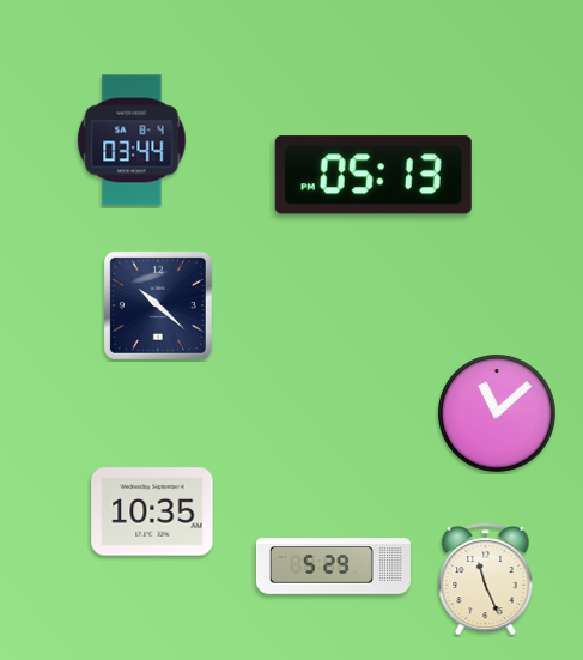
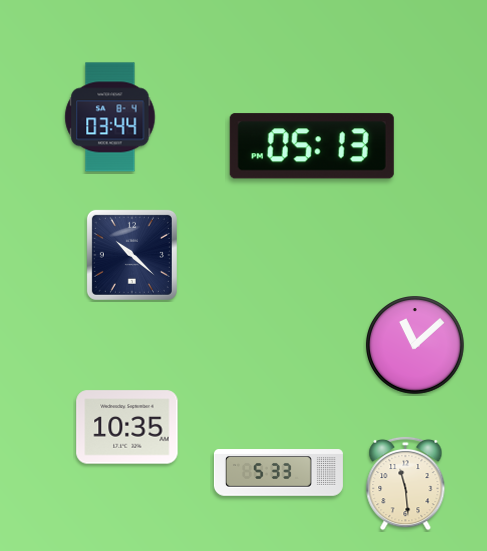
clock at (333, 567): 5:29 -> 5:33
clock at (486, 579): 11:26 -> 11:29
